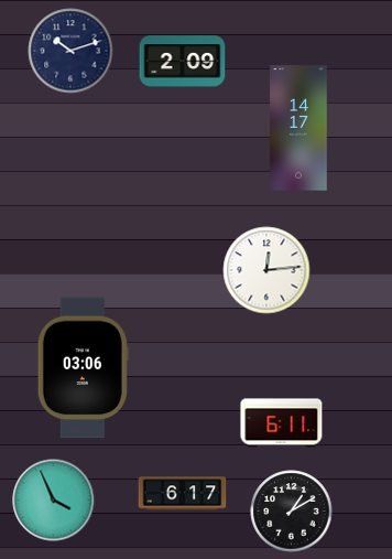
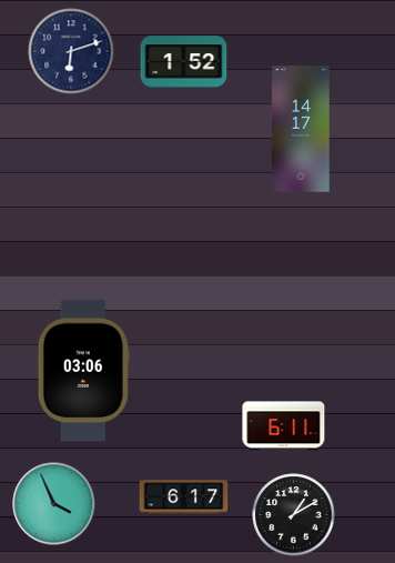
clock at (70, 51): 10:12 -> 6:12
clock at (183, 62): 2:09 -> 1:52
clock at (266, 270): 12:14 -> none
